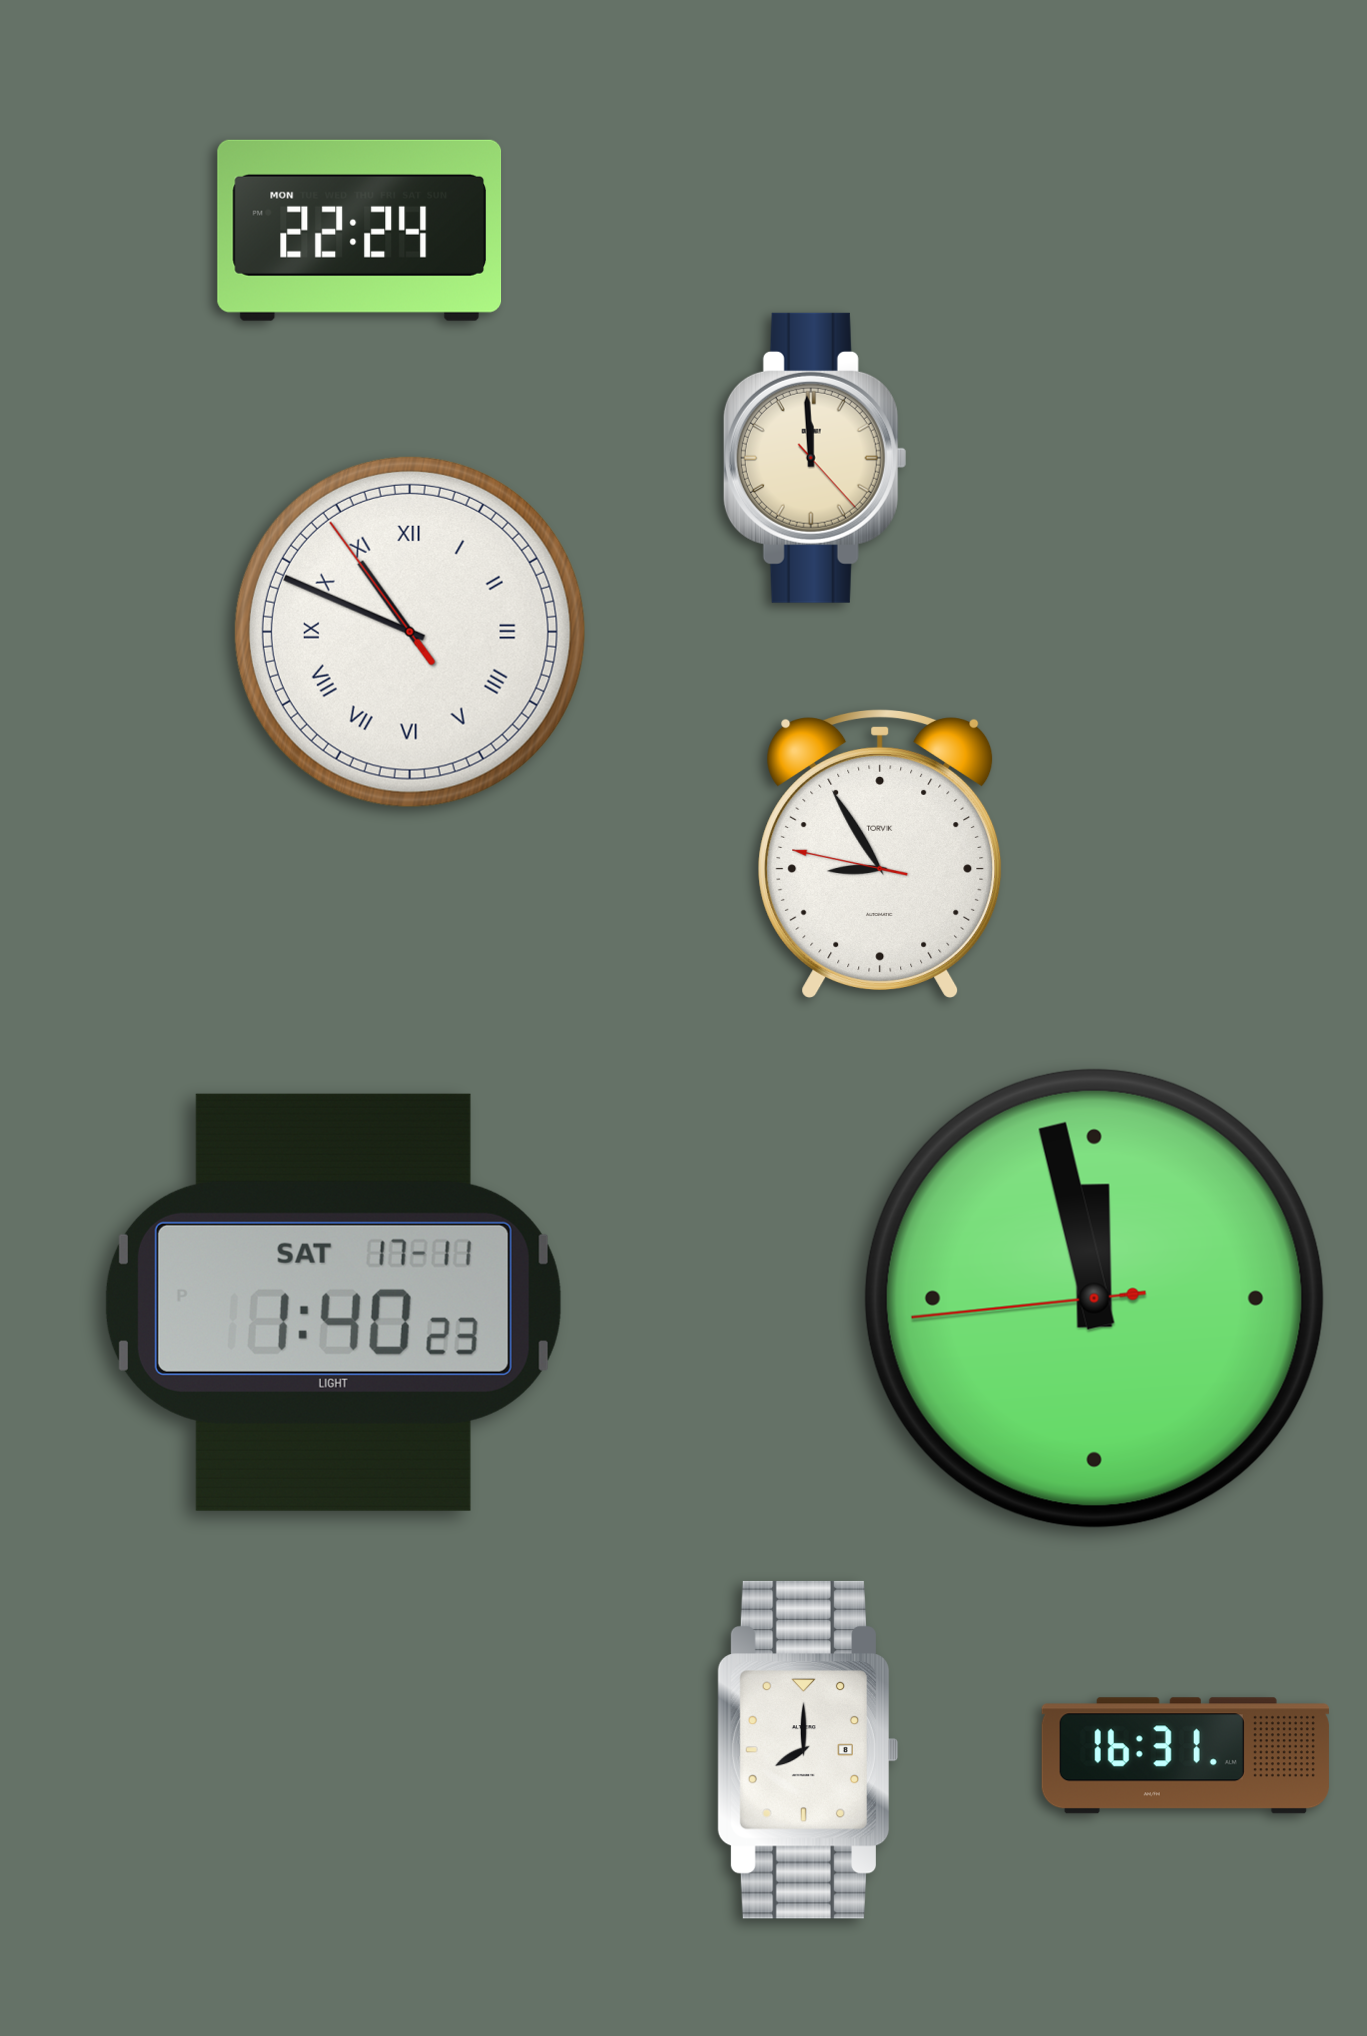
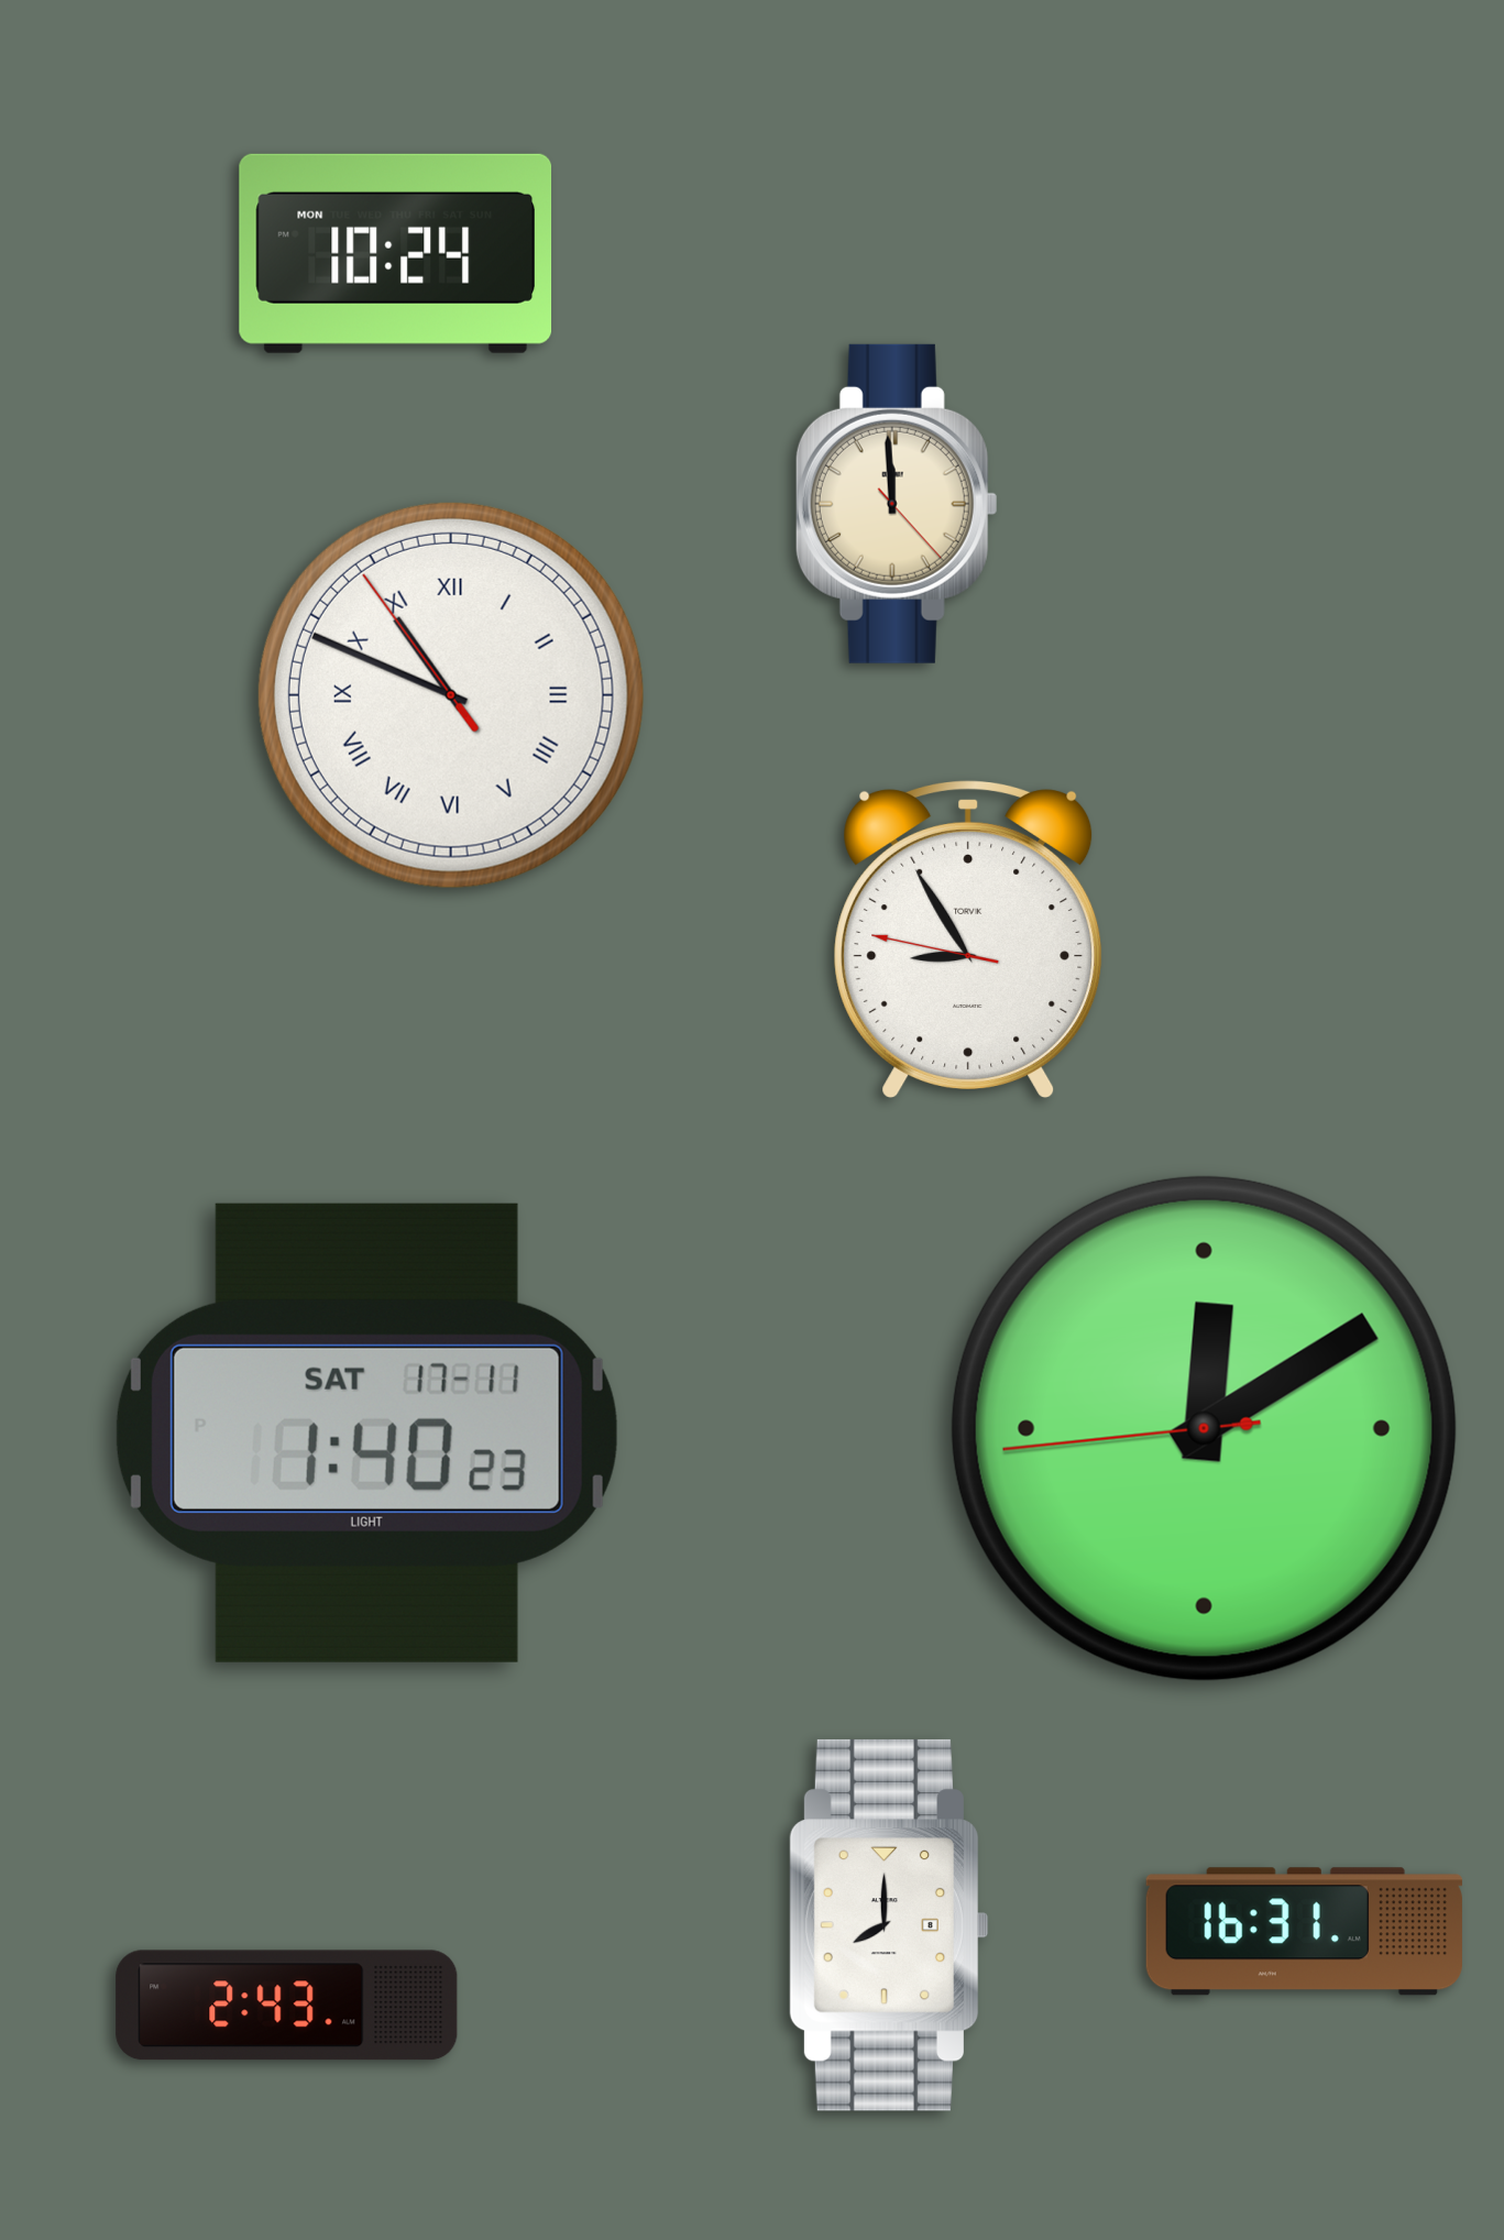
clock at (360, 230): 22:24 -> 10:24
clock at (1094, 1298): 11:57 -> 12:09
clock at (287, 2006): none -> 2:43
